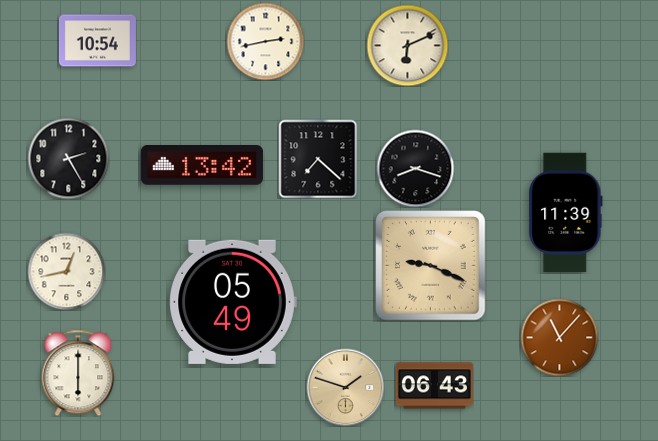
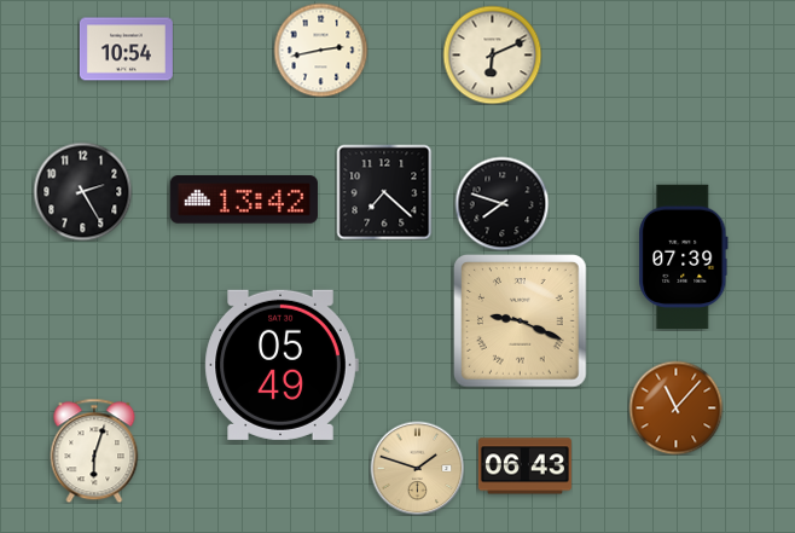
clock at (97, 41) position: (97, 41) -> (126, 50)
clock at (415, 168): 8:18 -> 7:48
clock at (566, 213): 11:39 -> 07:39
clock at (66, 271): 12:43 -> none
clock at (78, 373): 6:00 -> 6:03
